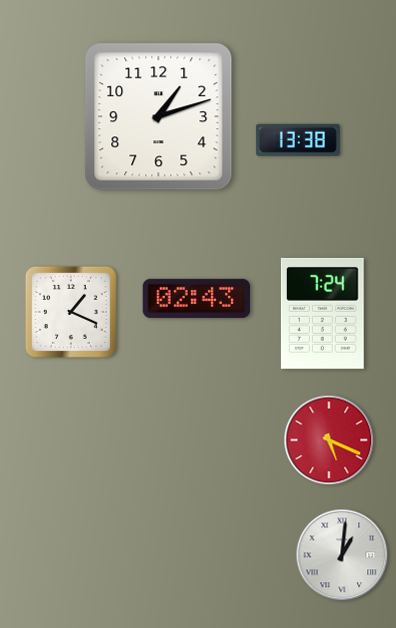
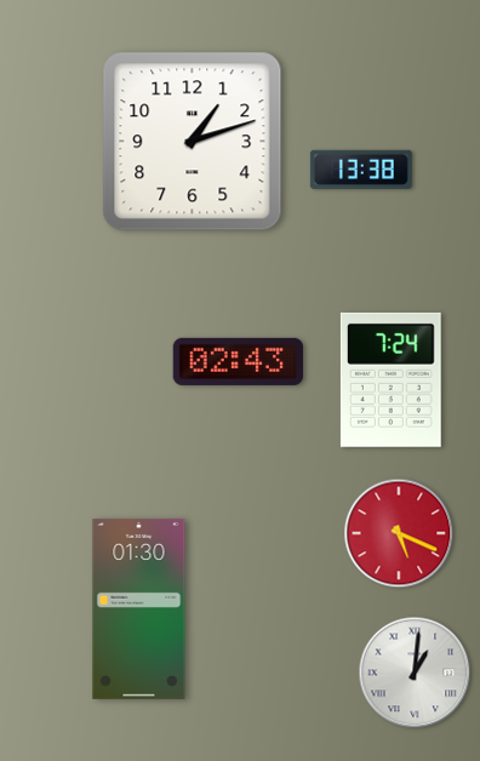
clock at (71, 312): 1:19 -> none
clock at (139, 608): none -> 01:30
